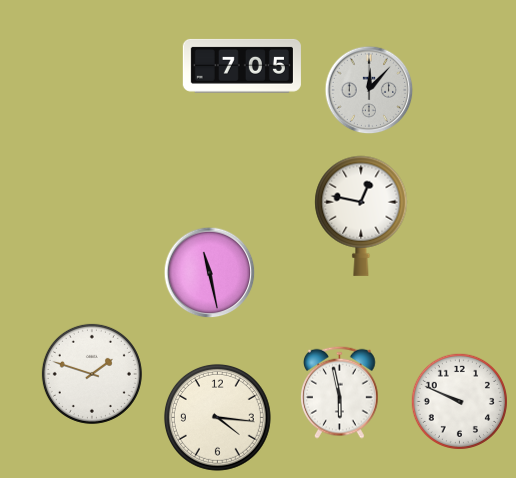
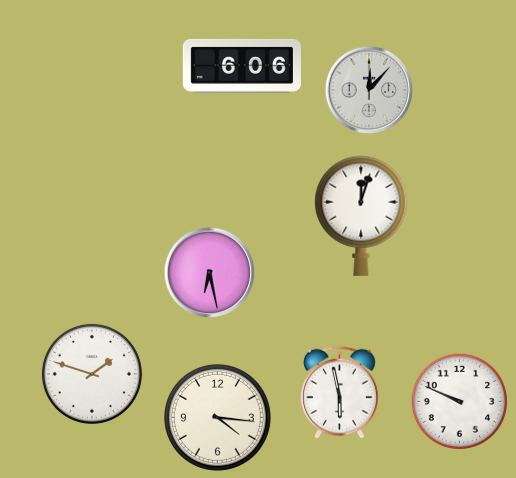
clock at (242, 66): 7:05 -> 6:06
clock at (361, 216): 12:47 -> 12:03
clock at (210, 273): 11:28 -> 6:28
